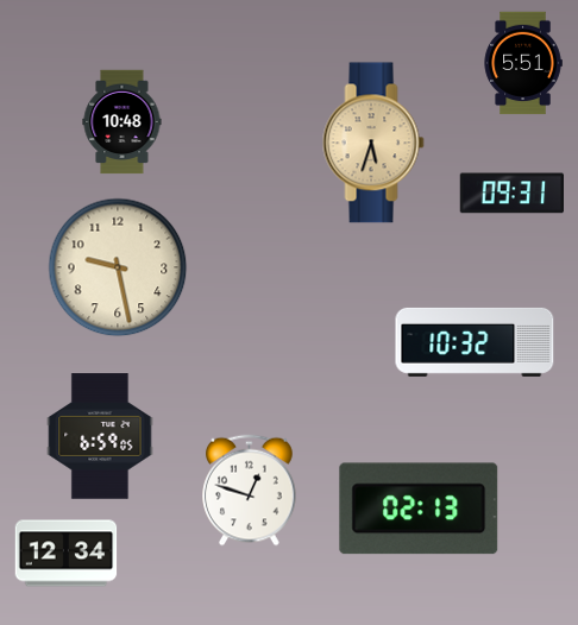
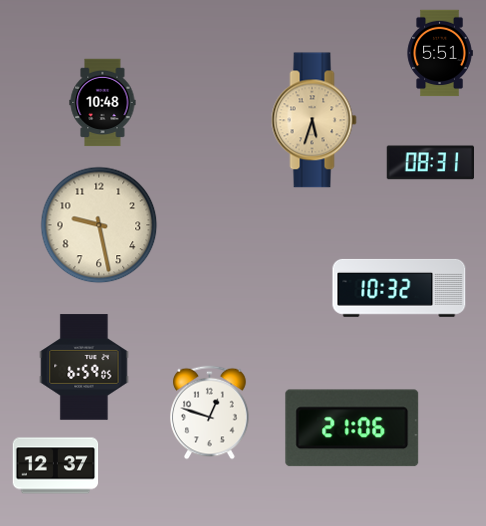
clock at (511, 194): 09:31 -> 08:31
clock at (419, 509): 02:13 -> 21:06
clock at (65, 554): 12:34 -> 12:37
